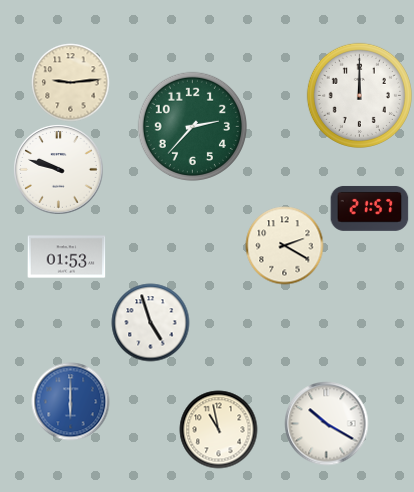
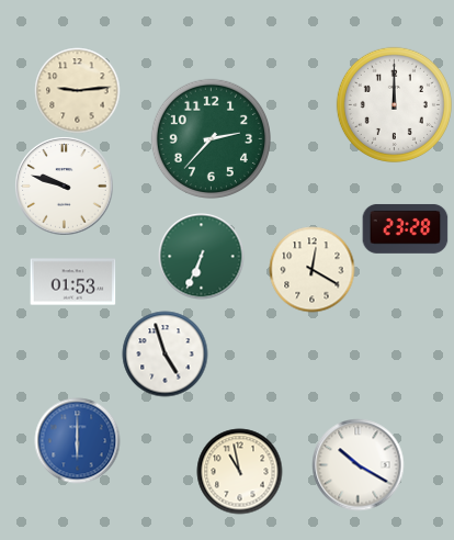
clock at (369, 208): 21:57 -> 23:28
clock at (201, 256): none -> 6:34
clock at (284, 245): 2:20 -> 12:20
